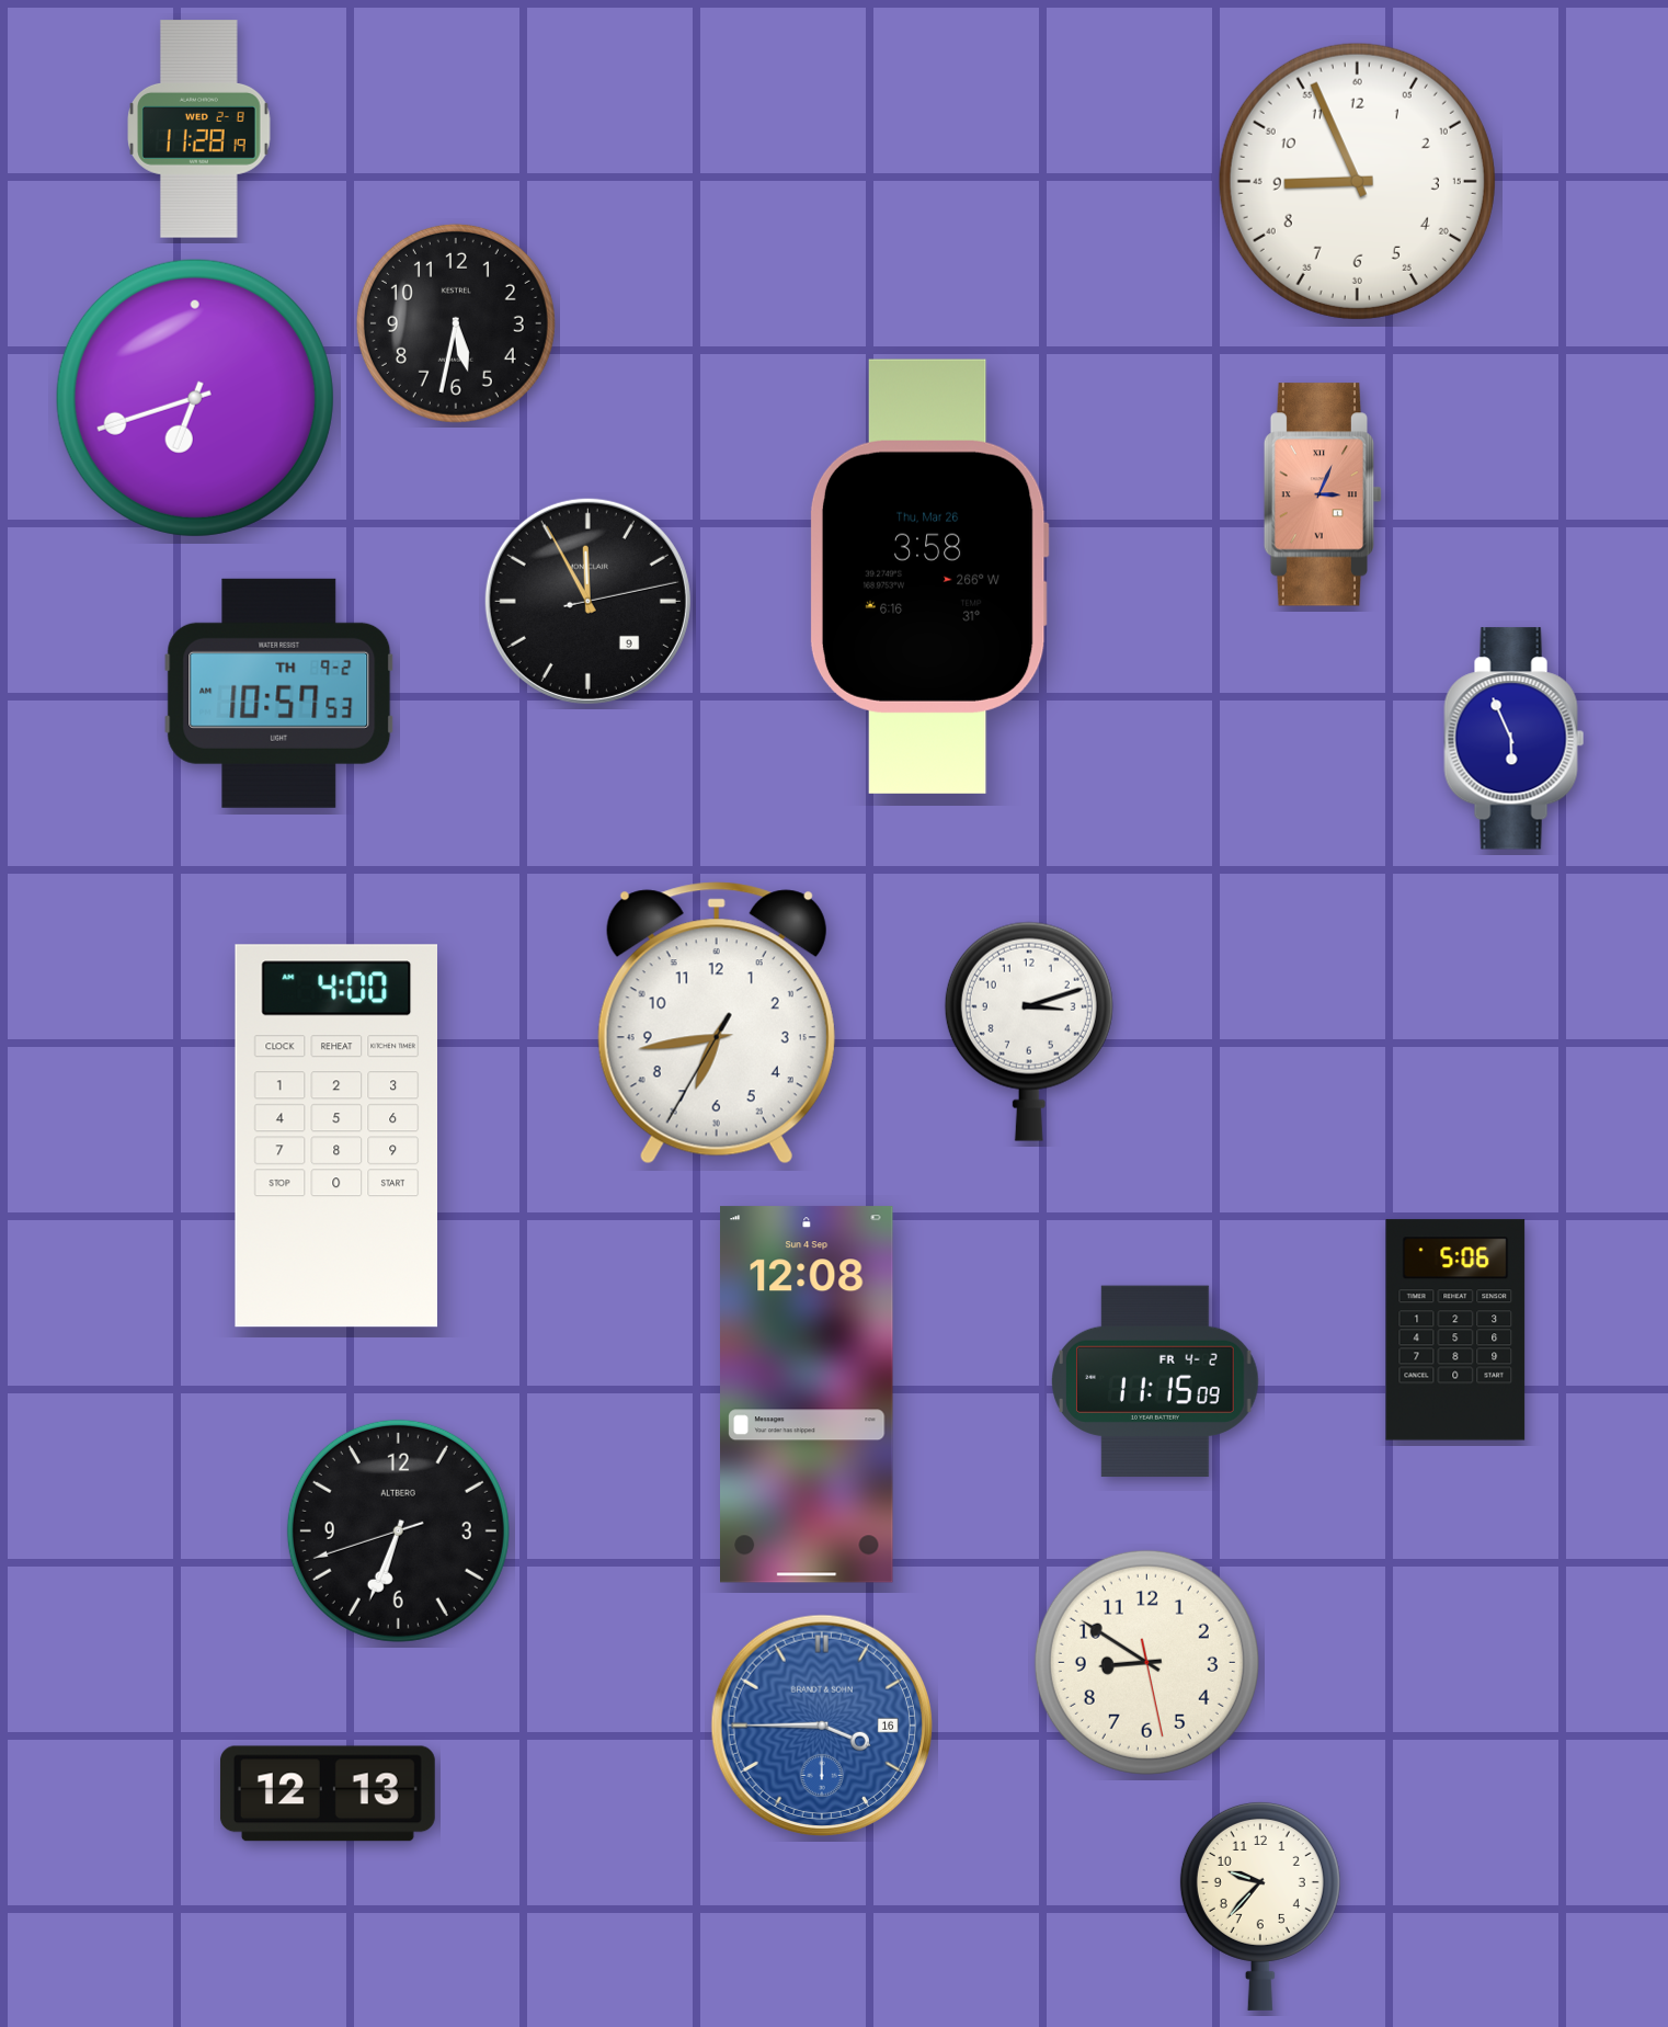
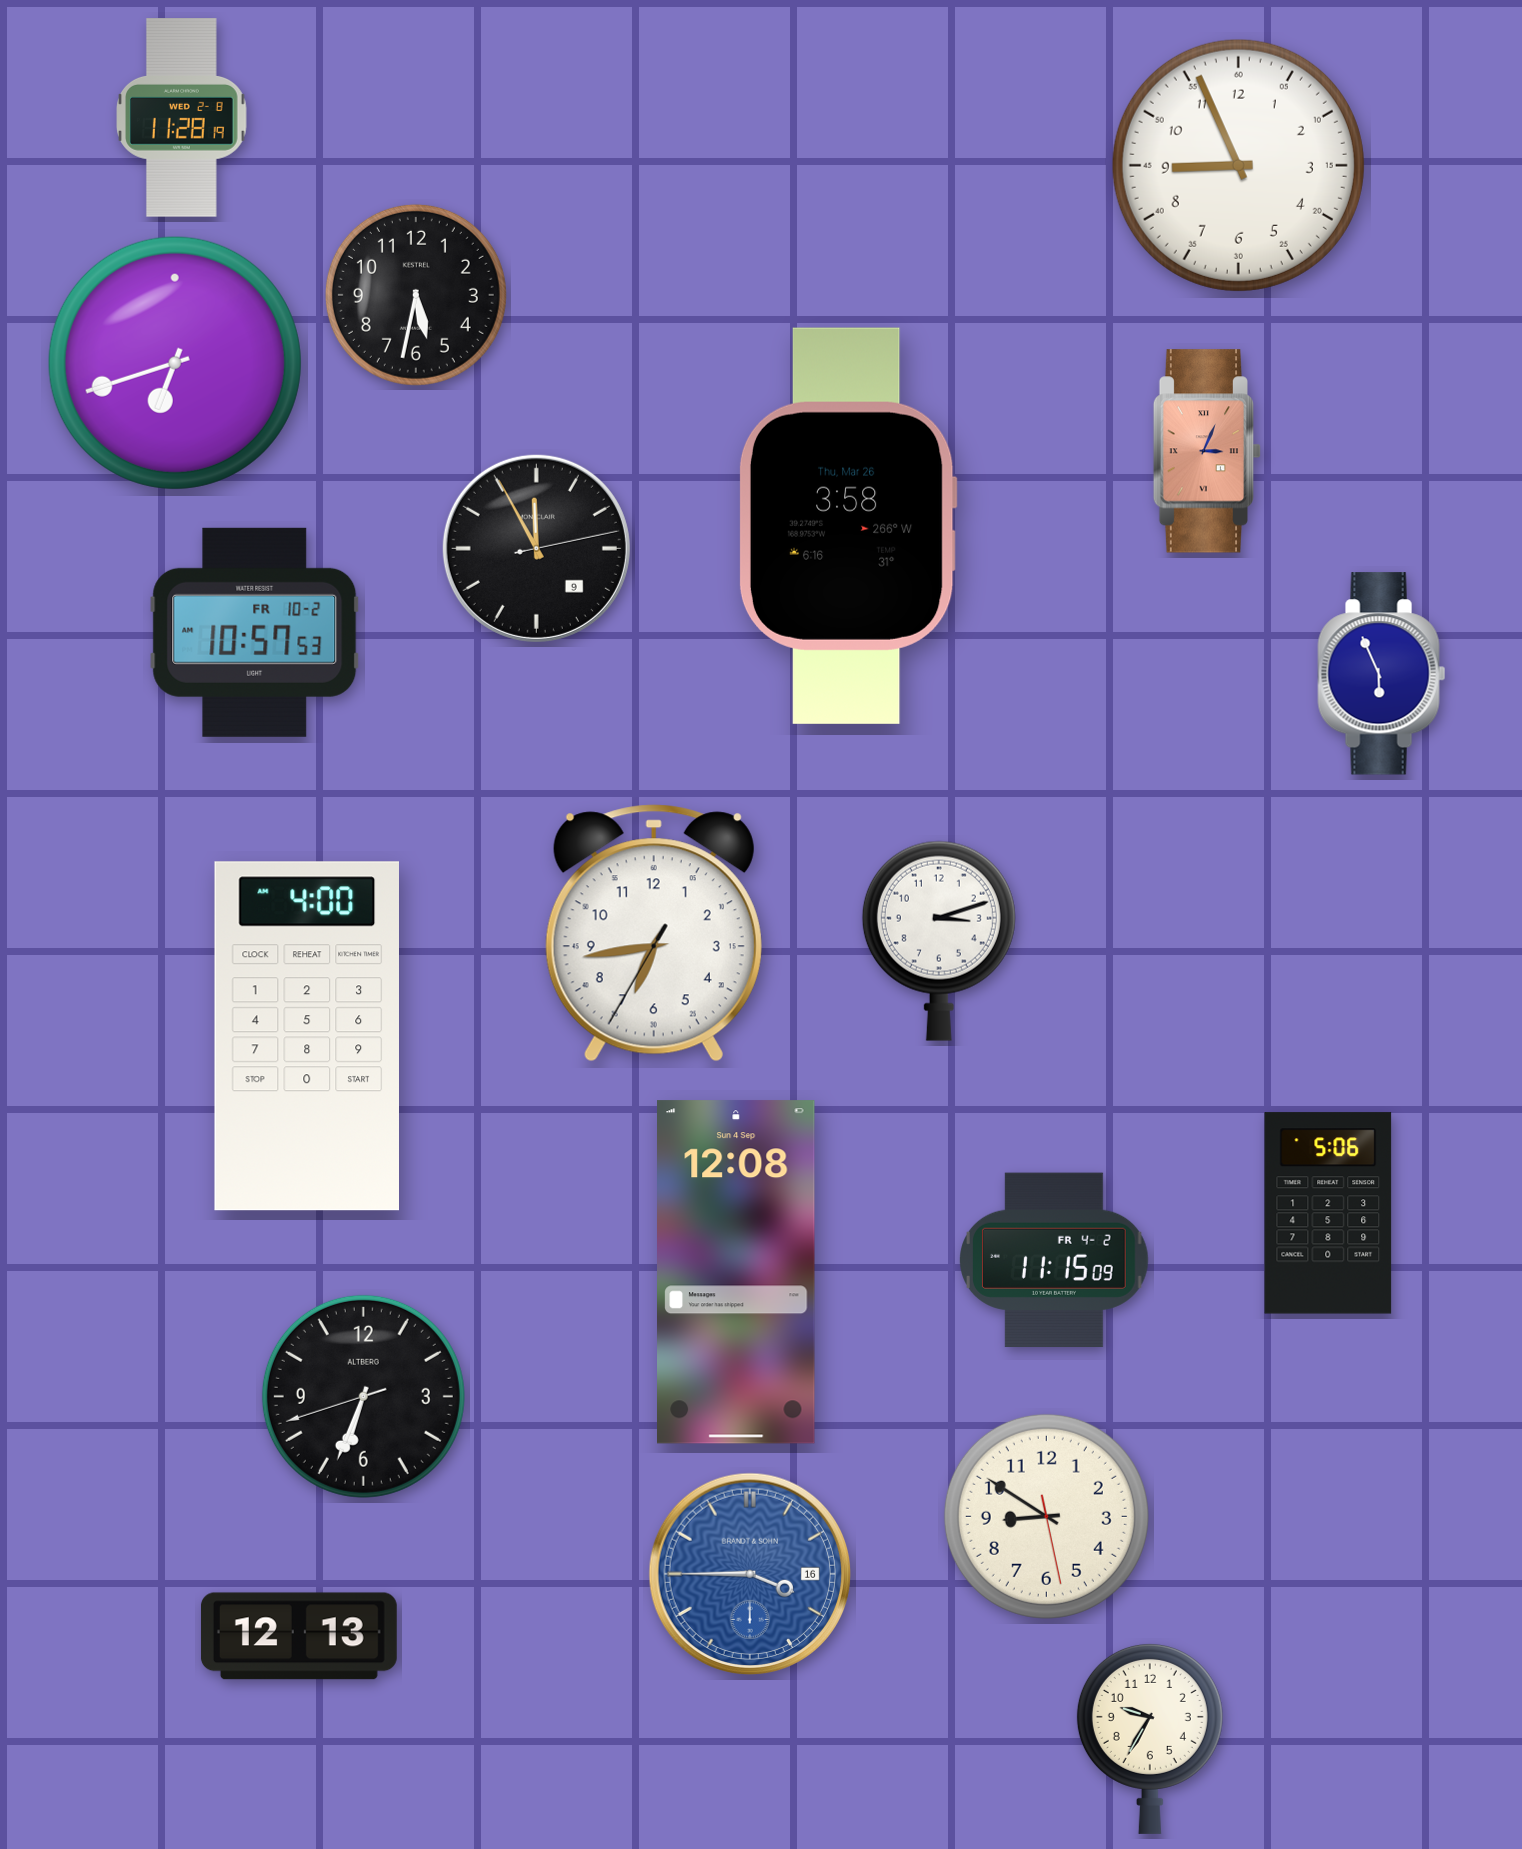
clock at (195, 398) position: (195, 398) -> (175, 363)
clock at (279, 693) date: TH 9-2 -> FR 10-2
clock at (1260, 1905): 9:37 -> 9:35
